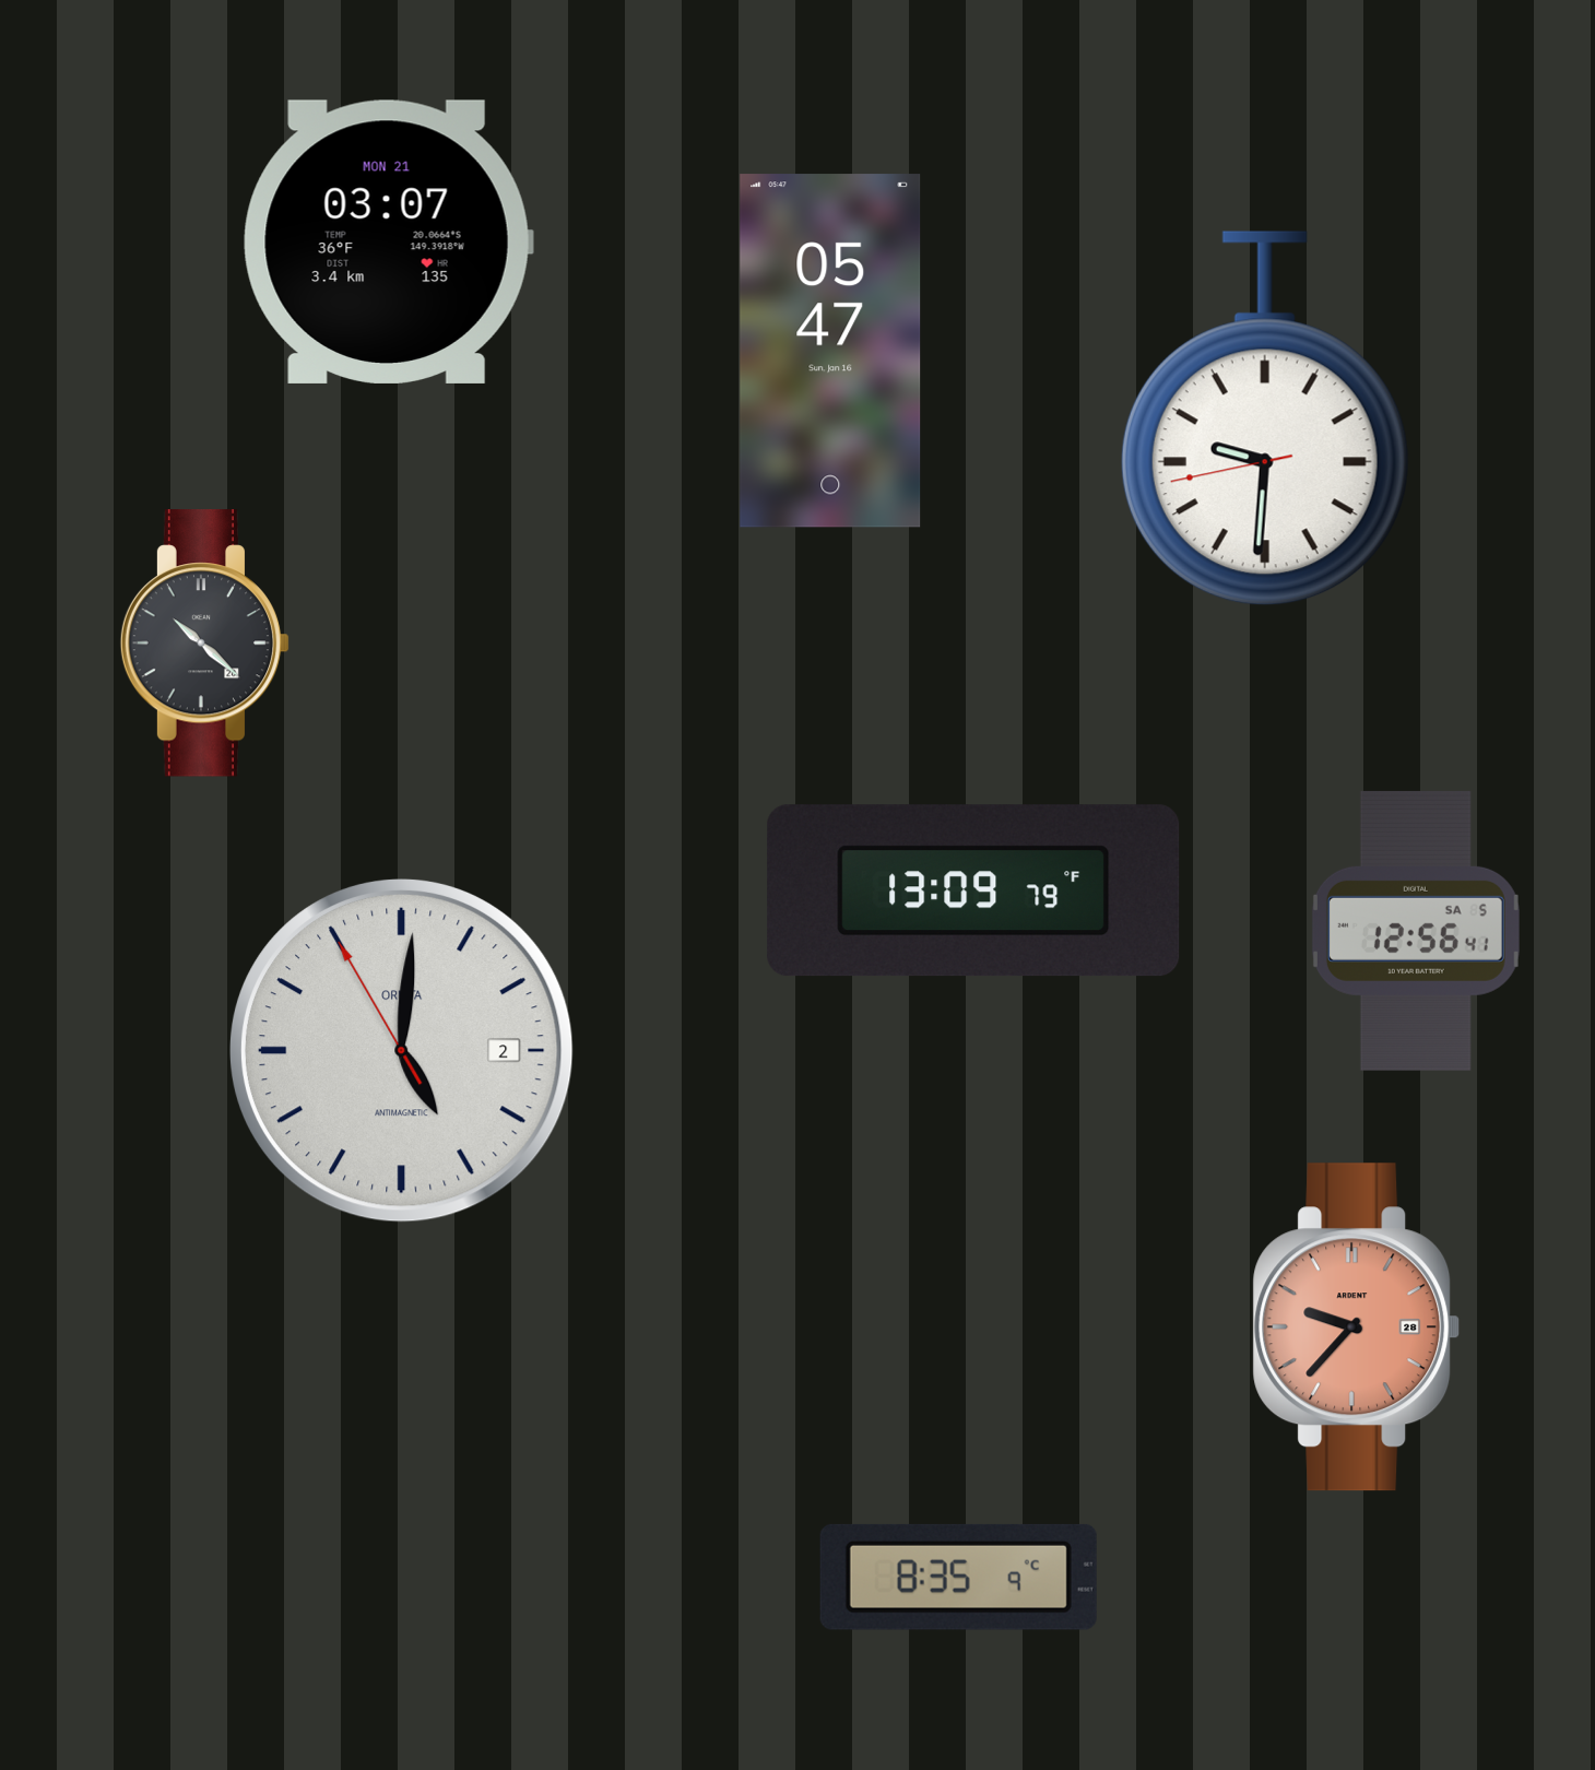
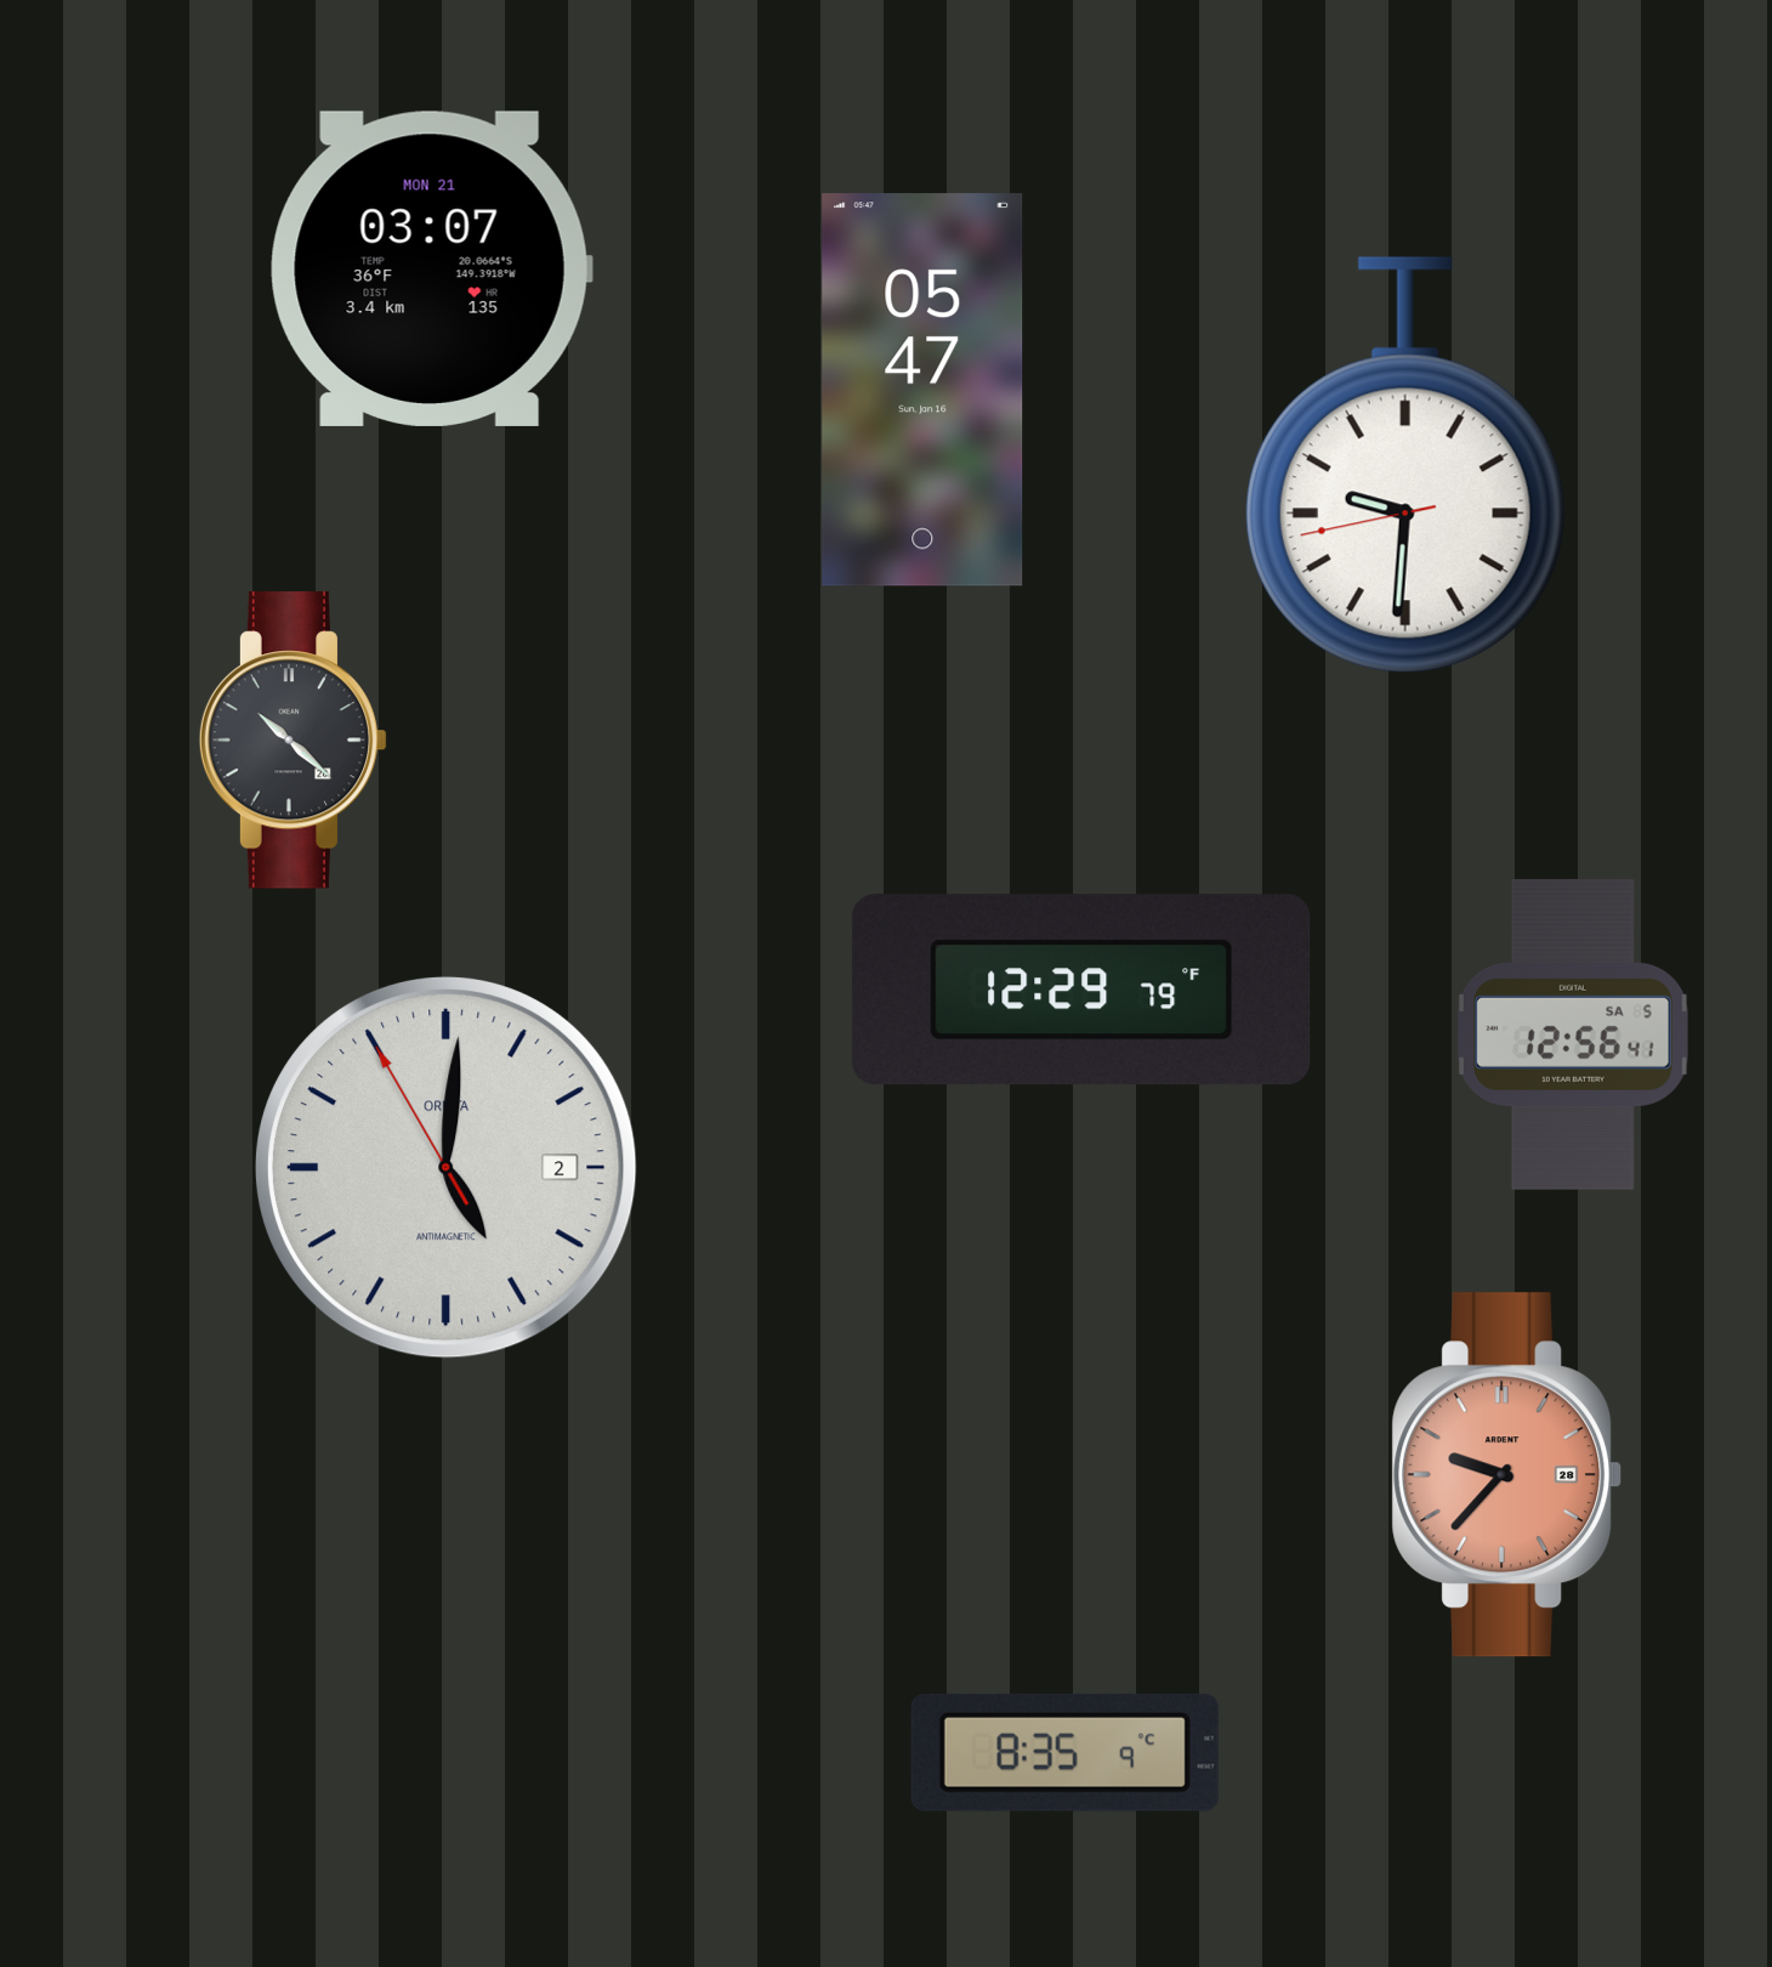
clock at (205, 644) position: (205, 644) -> (294, 741)
clock at (973, 890): 13:09 -> 12:29
